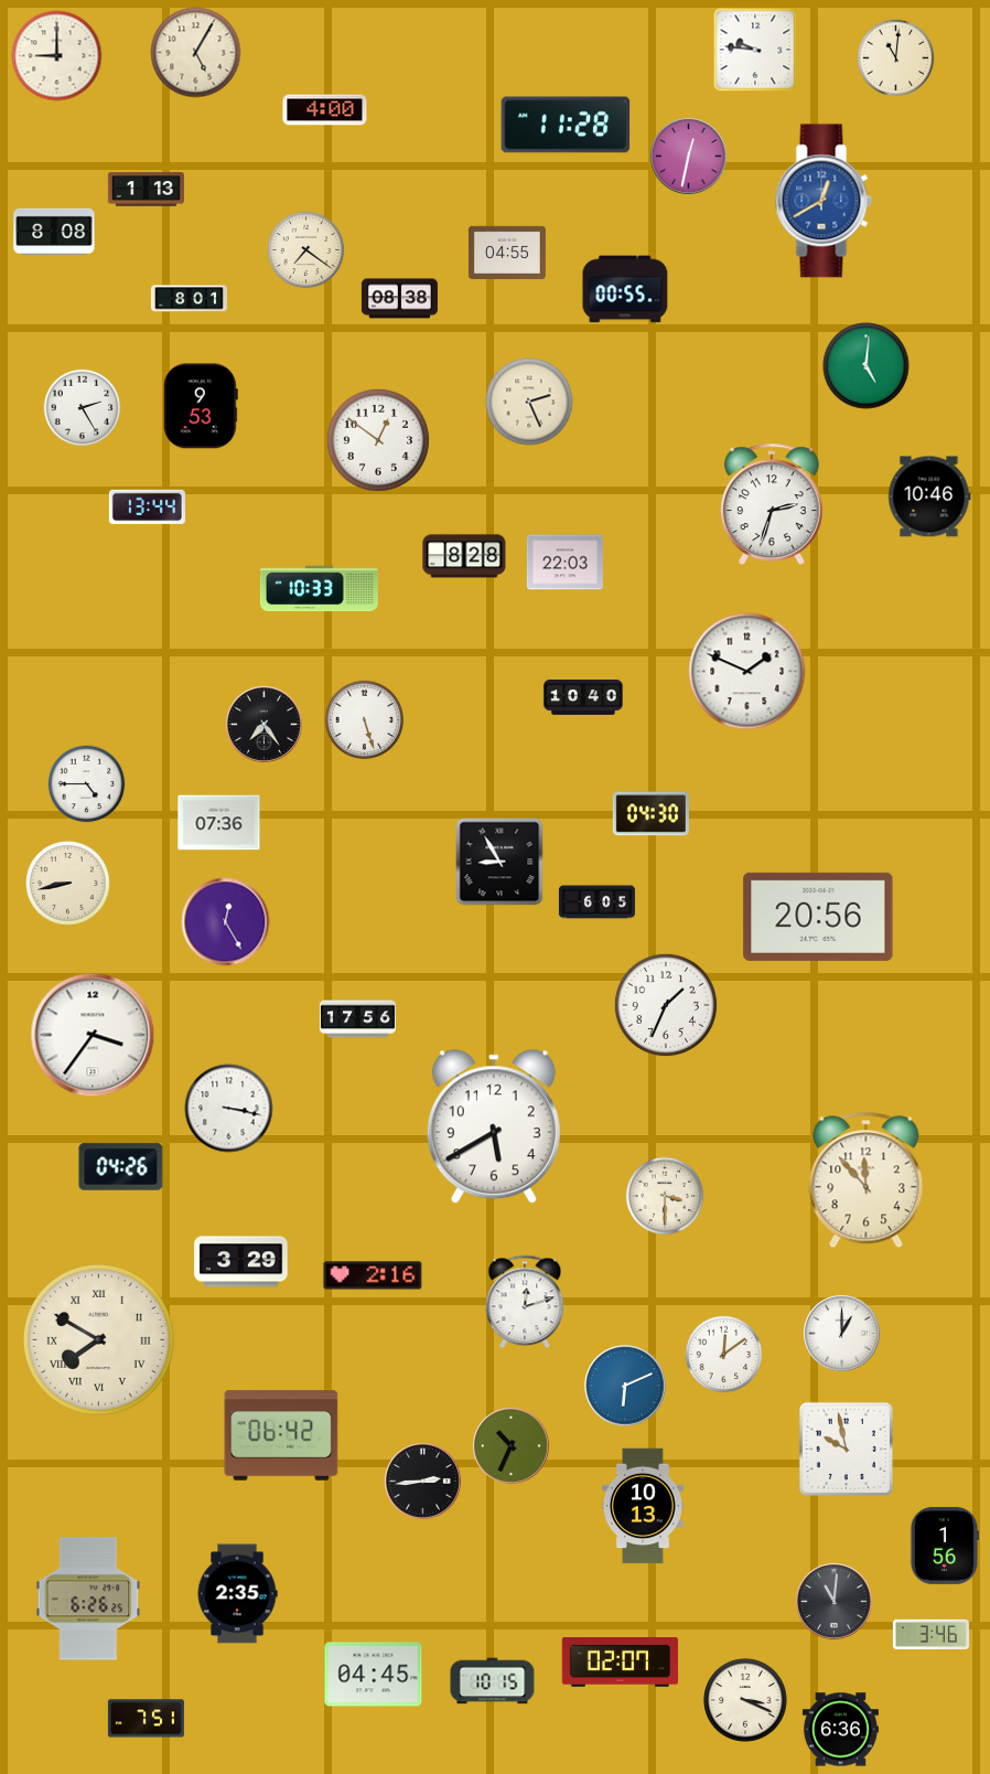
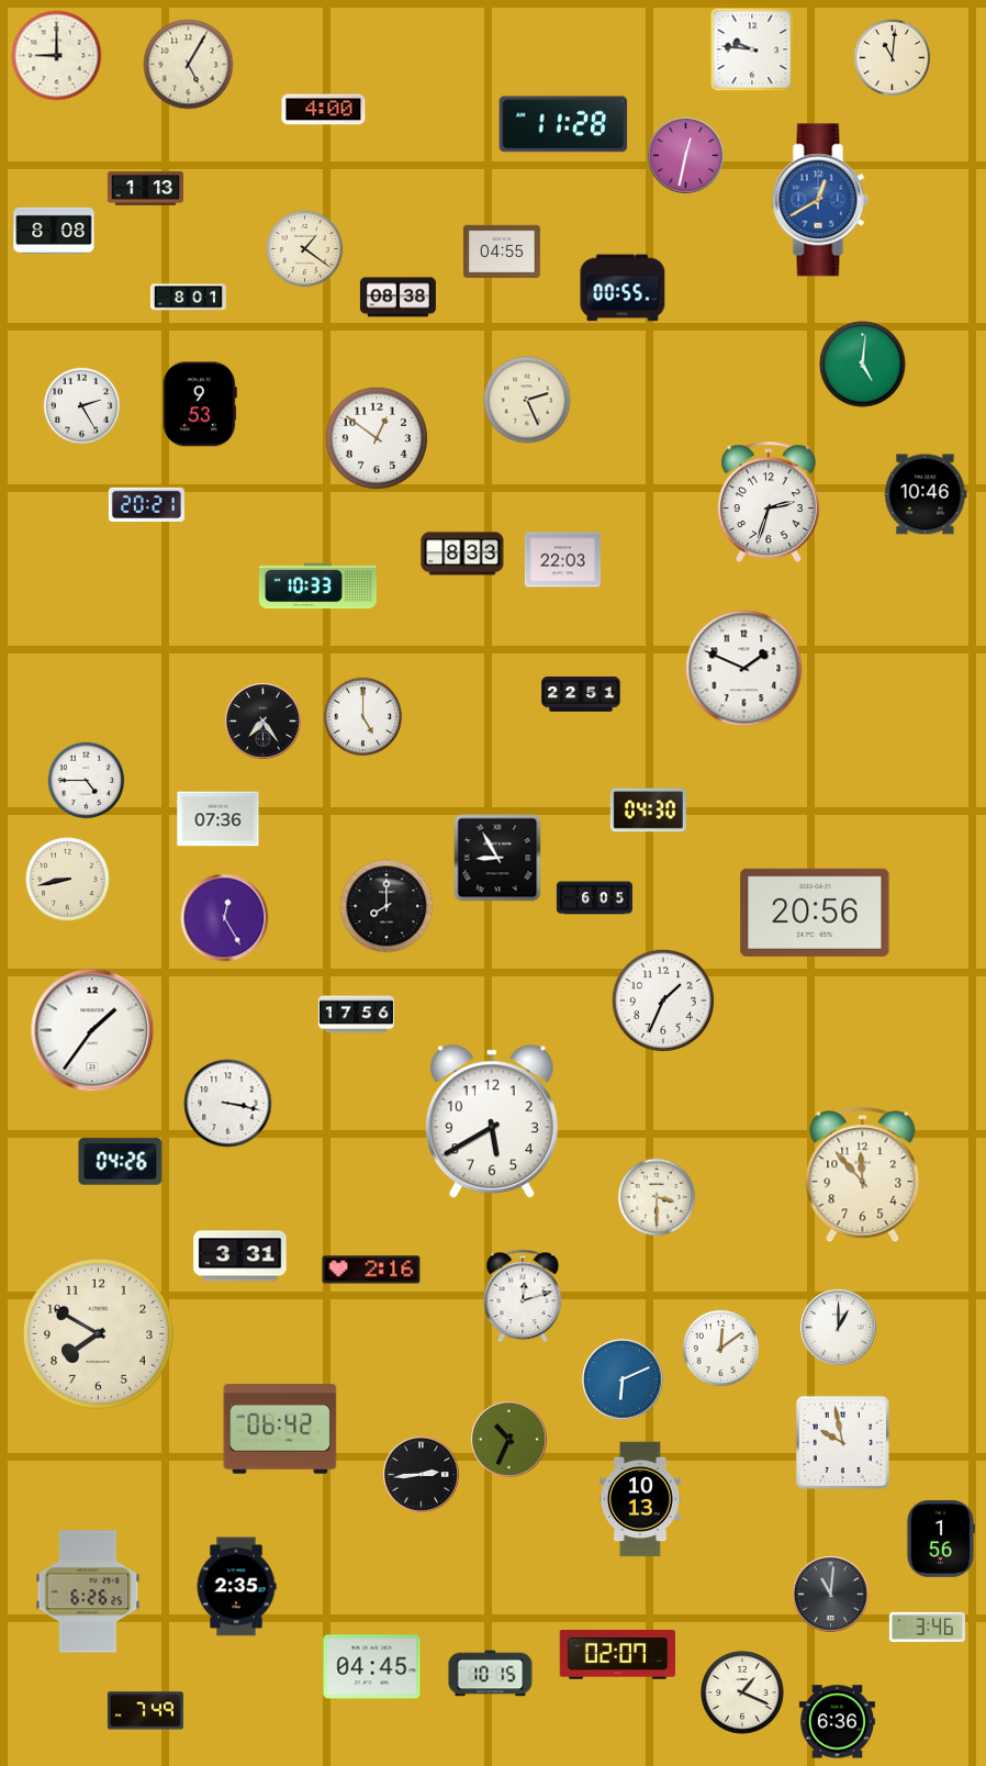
clock at (196, 53) position: (196, 53) -> (189, 65)
clock at (306, 250): 7:21 -> 1:21
clock at (507, 252) position: (507, 252) -> (502, 250)
clock at (147, 507): 13:44 -> 20:21
clock at (464, 556): 8:28 -> 8:33
clock at (583, 697): 10:40 -> 22:51
clock at (364, 719): 5:27 -> 5:00
clock at (386, 906): none -> 8:00
clock at (93, 1035): 3:36 -> 1:36
clock at (665, 1196) position: (665, 1196) -> (657, 1197)
clock at (241, 1262): 3:29 -> 3:31
clock at (98, 1339) numerals: Roman -> Arabic
clock at (745, 1700): 3:19 -> 1:19
clock at (146, 1719): 7:51 -> 7:49
